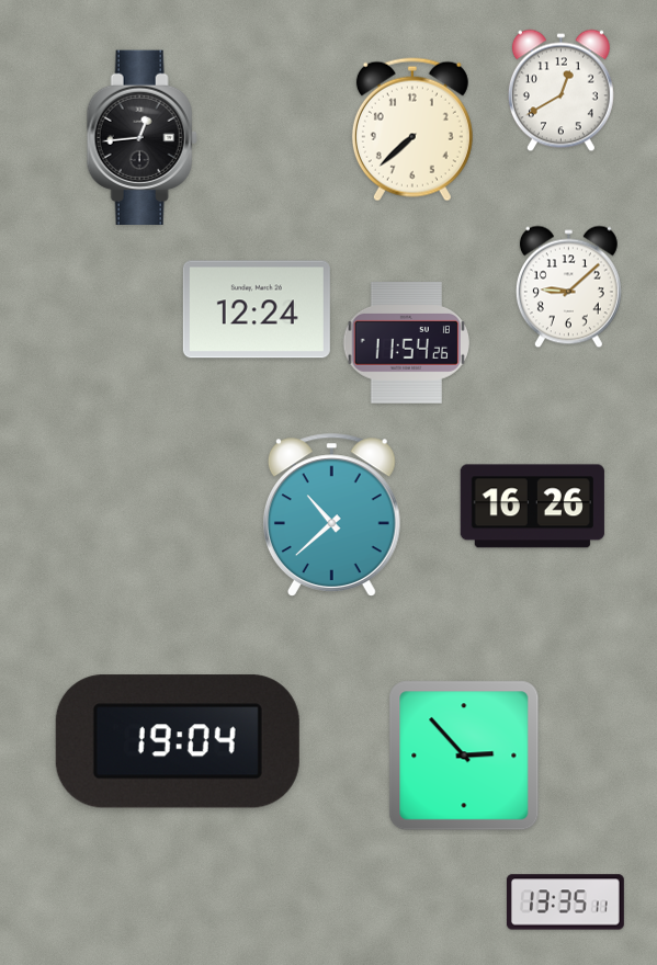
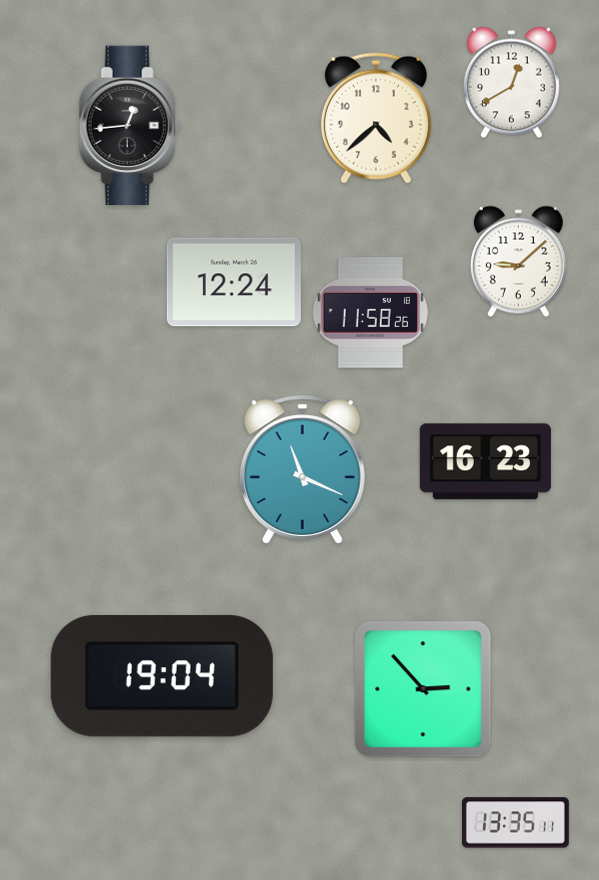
clock at (412, 129): 7:38 -> 4:38
clock at (406, 343): 11:54 -> 11:58
clock at (532, 507): 16:26 -> 16:23
clock at (331, 514): 10:38 -> 11:19
